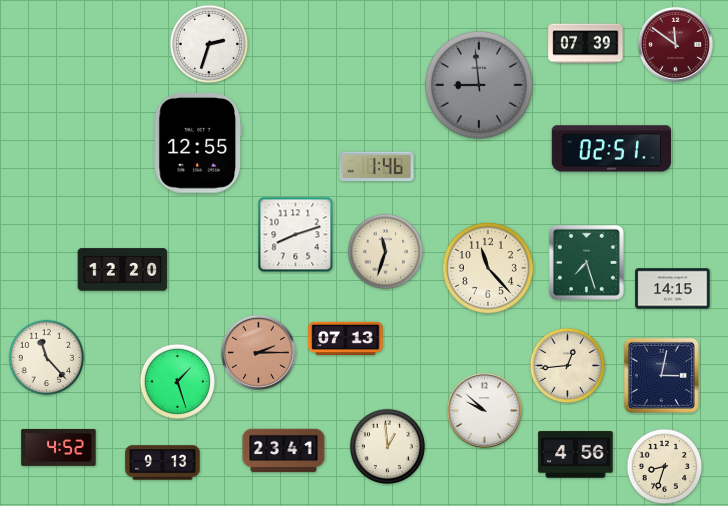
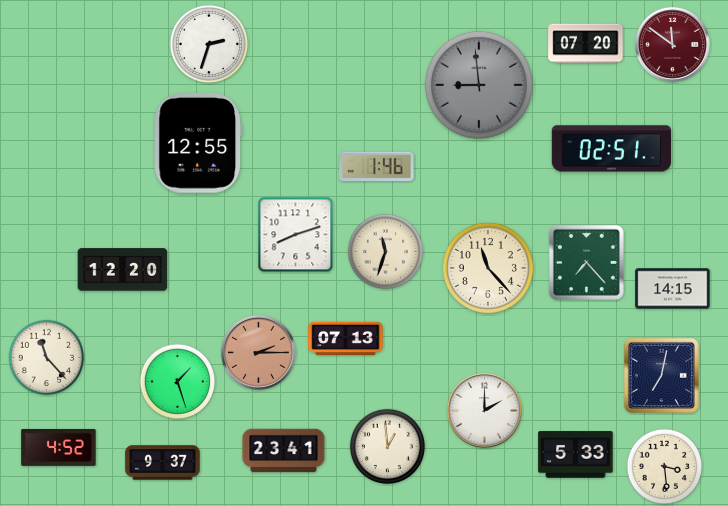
clock at (586, 44): 07:39 -> 07:20
clock at (676, 45) position: (676, 45) -> (673, 45)
clock at (586, 262): 7:27 -> 7:23
clock at (567, 365): 12:44 -> none
clock at (661, 375): 3:02 -> 7:02
clock at (485, 411): 9:52 -> 2:00
clock at (576, 455): 4:56 -> 5:33
clock at (163, 463): 9:13 -> 9:37
clock at (664, 466): 8:33 -> 3:29
